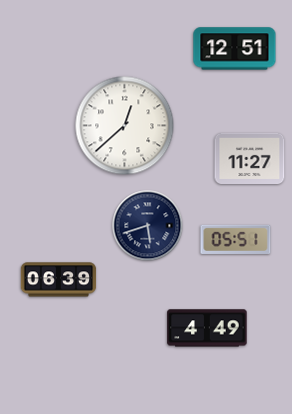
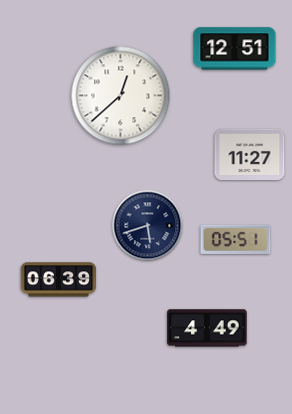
clock at (125, 126) position: (125, 126) -> (121, 96)
clock at (250, 159) position: (250, 159) -> (250, 155)
